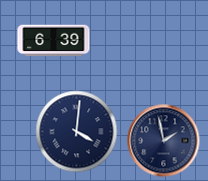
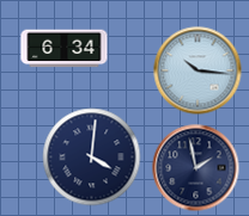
clock at (54, 41): 6:39 -> 6:34
clock at (198, 70): none -> 10:16
